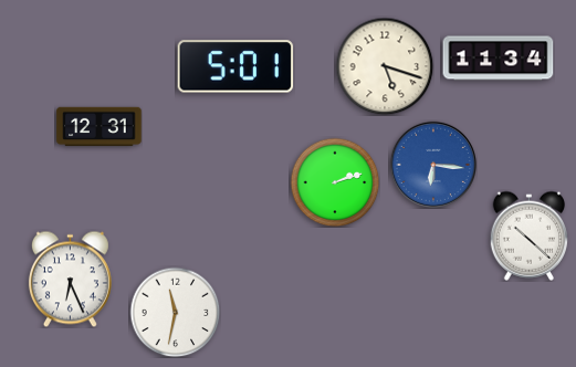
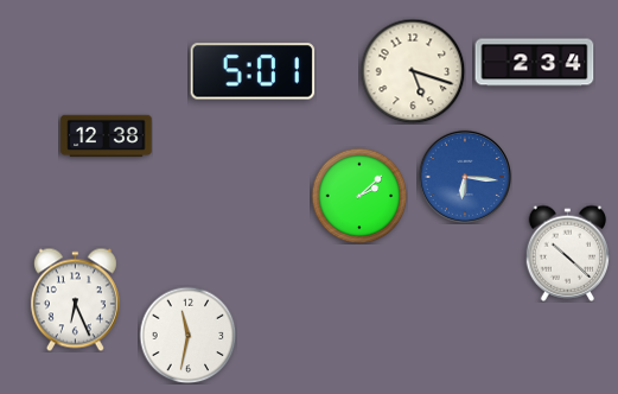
clock at (499, 59): 11:34 -> 2:34
clock at (100, 127): 12:31 -> 12:38
clock at (335, 182): 2:12 -> 2:08
